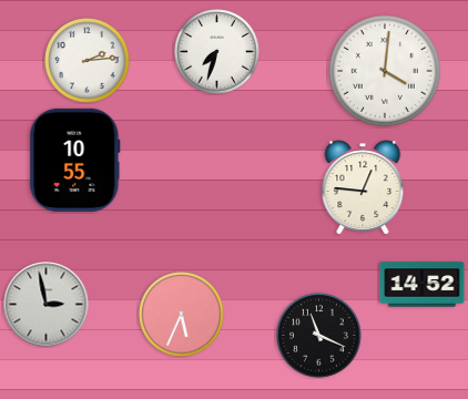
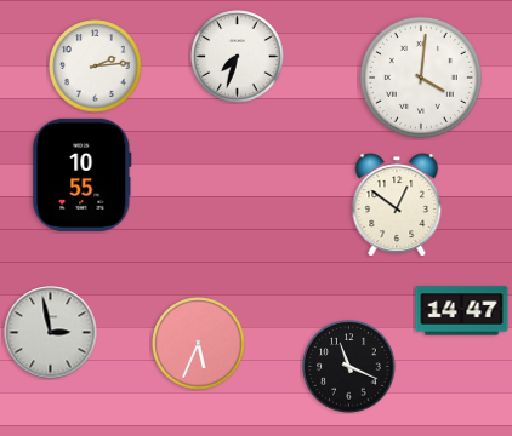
clock at (363, 187): 12:46 -> 12:51
clock at (423, 285): 14:52 -> 14:47
